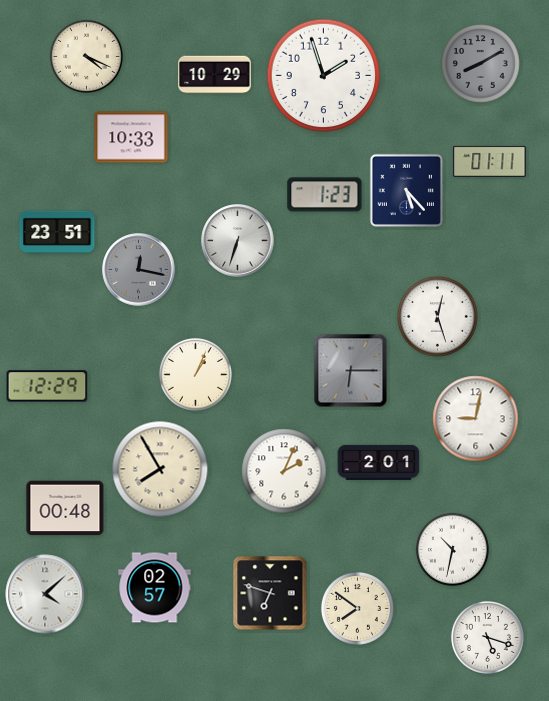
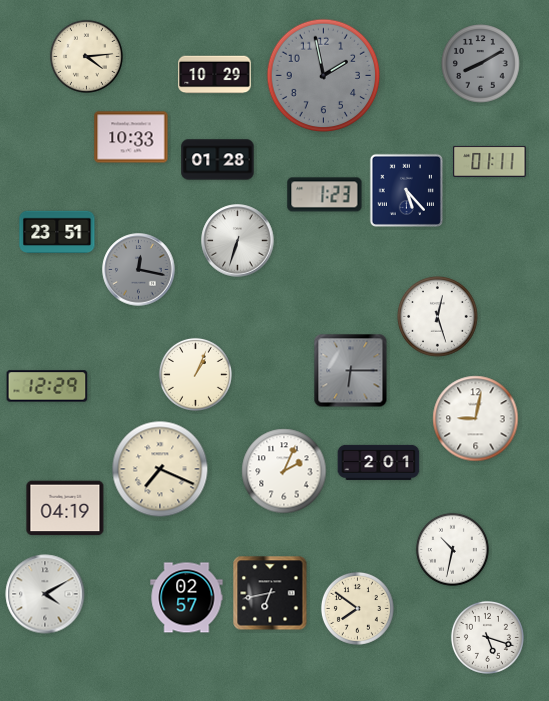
clock at (86, 56): 4:19 -> 4:14
clock at (324, 76): 1:57 -> 1:58
clock at (324, 76) dial: white -> grey
clock at (218, 160): none -> 01:28
clock at (160, 469): 7:55 -> 7:19
clock at (65, 508): 00:48 -> 04:19
clock at (155, 588) position: (155, 588) -> (187, 598)
clock at (270, 593): 6:48 -> 6:43
clock at (45, 594): 4:08 -> 4:10
